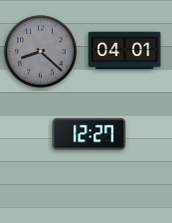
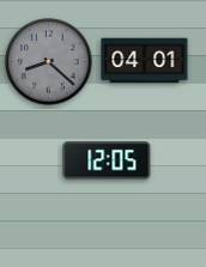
clock at (125, 51) position: (125, 51) -> (145, 61)
clock at (89, 134): 12:27 -> 12:05
